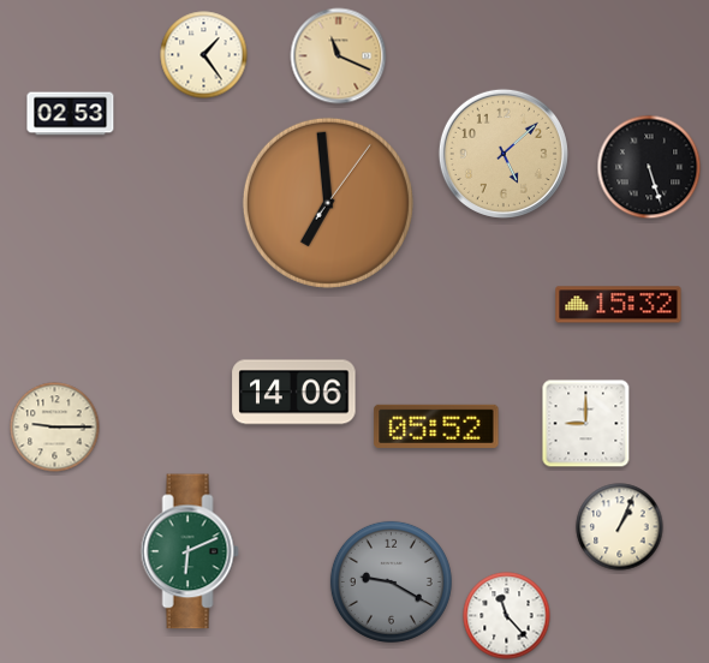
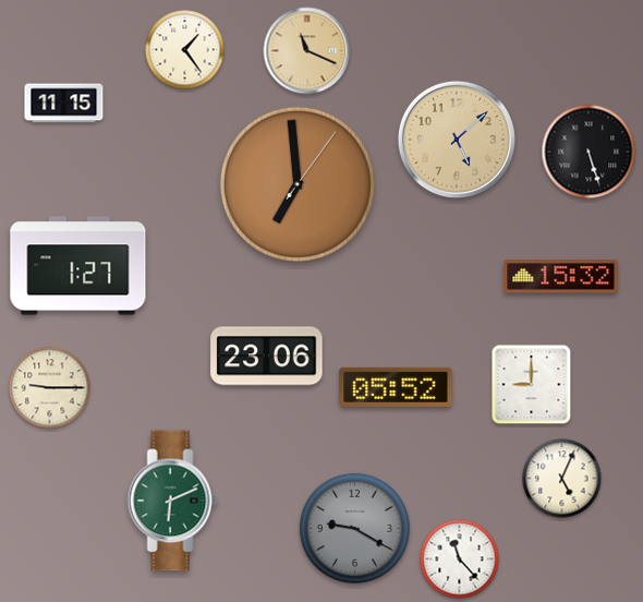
clock at (71, 114): 02:53 -> 11:15
clock at (78, 266): none -> 1:27
clock at (294, 393): 14:06 -> 23:06
clock at (620, 527): 1:04 -> 5:04
